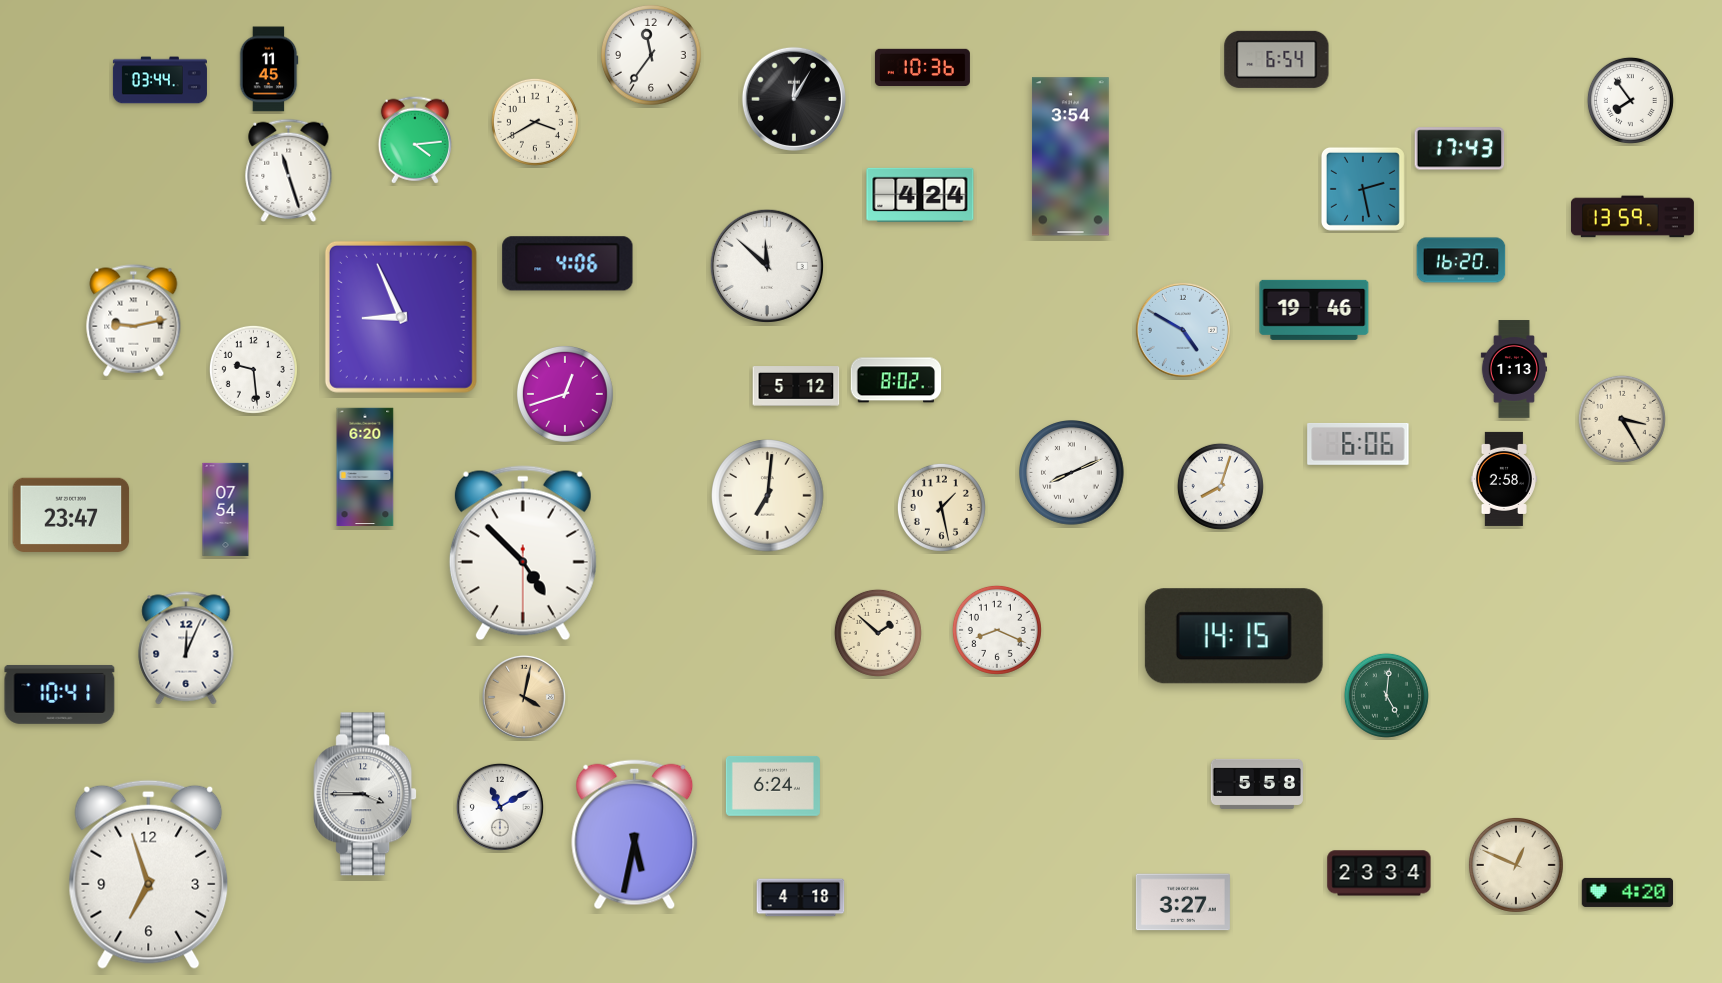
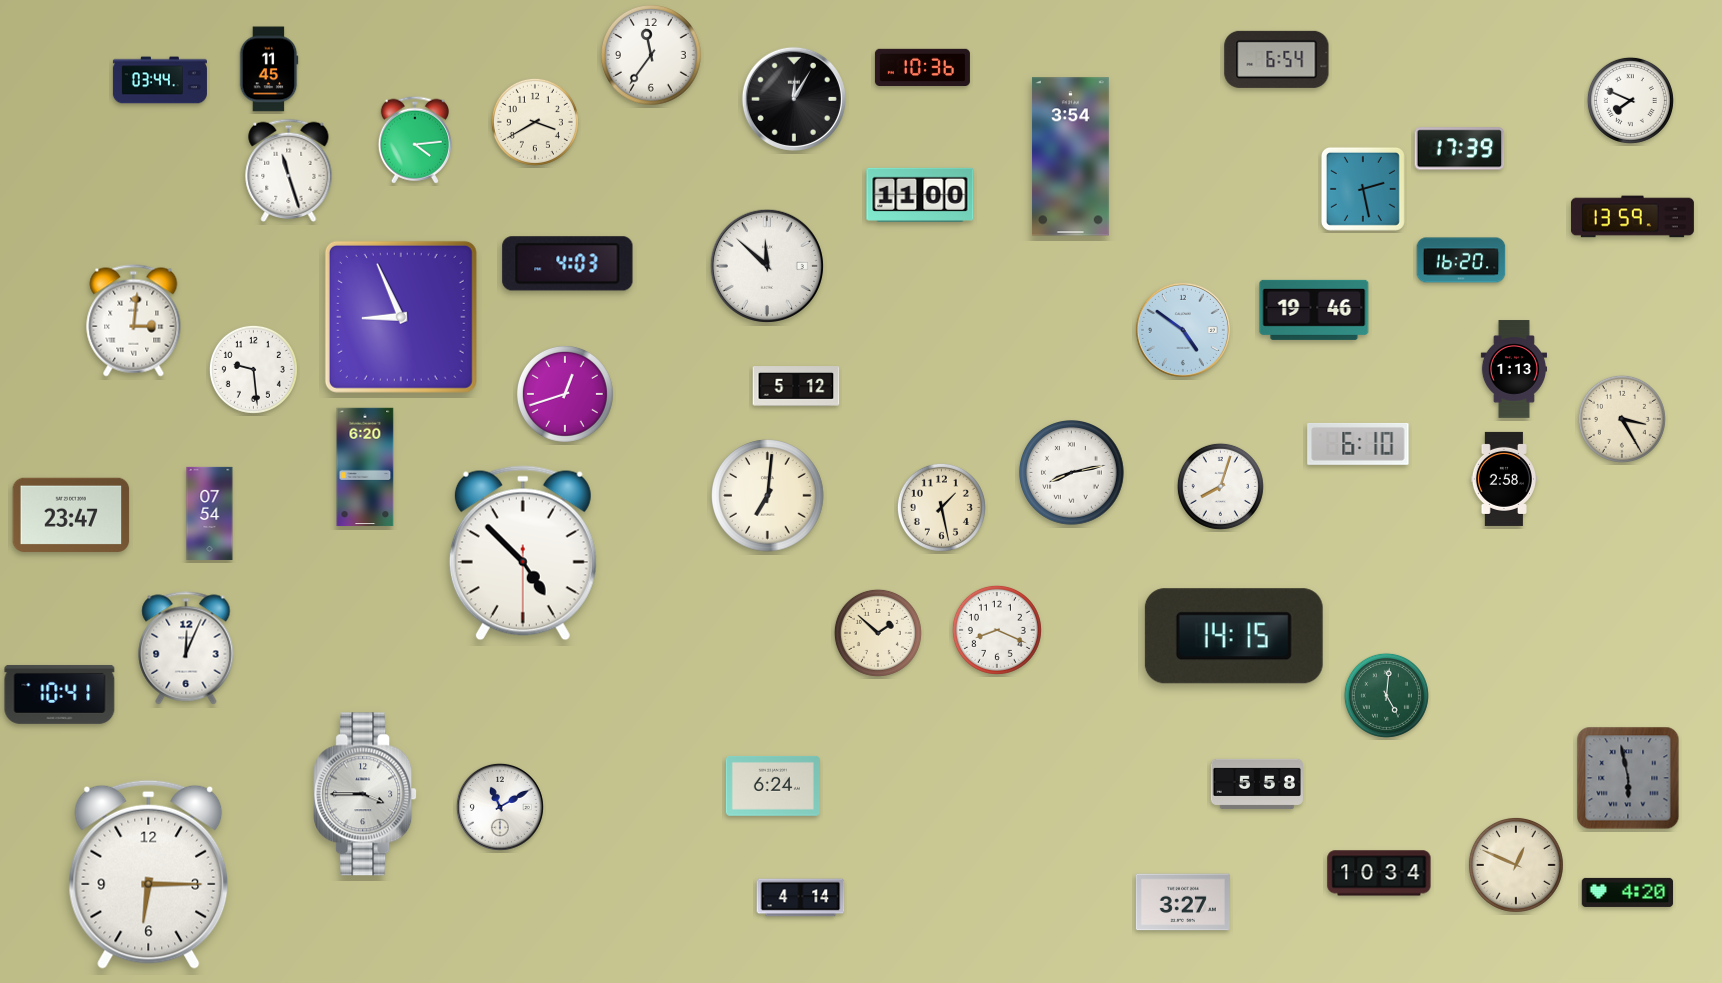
clock at (1630, 100): 7:54 -> 7:49
clock at (1460, 149): 17:43 -> 17:39
clock at (920, 195): 4:24 -> 11:00
clock at (568, 264): 4:06 -> 4:03
clock at (134, 321): 9:13 -> 3:01
clock at (1183, 330): 4:50 -> 4:51
clock at (896, 380): 8:02 -> none
clock at (1358, 444): 6:06 -> 6:10
clock at (1072, 473): 8:11 -> 8:13
clock at (226, 509) position: (226, 509) -> (210, 513)
clock at (524, 697): 4:02 -> none
clock at (1628, 778): none -> 5:58
clock at (635, 835): 5:32 -> none
clock at (1379, 873): 23:34 -> 10:34
clock at (149, 874): 6:57 -> 6:15
clock at (801, 898): 4:18 -> 4:14
